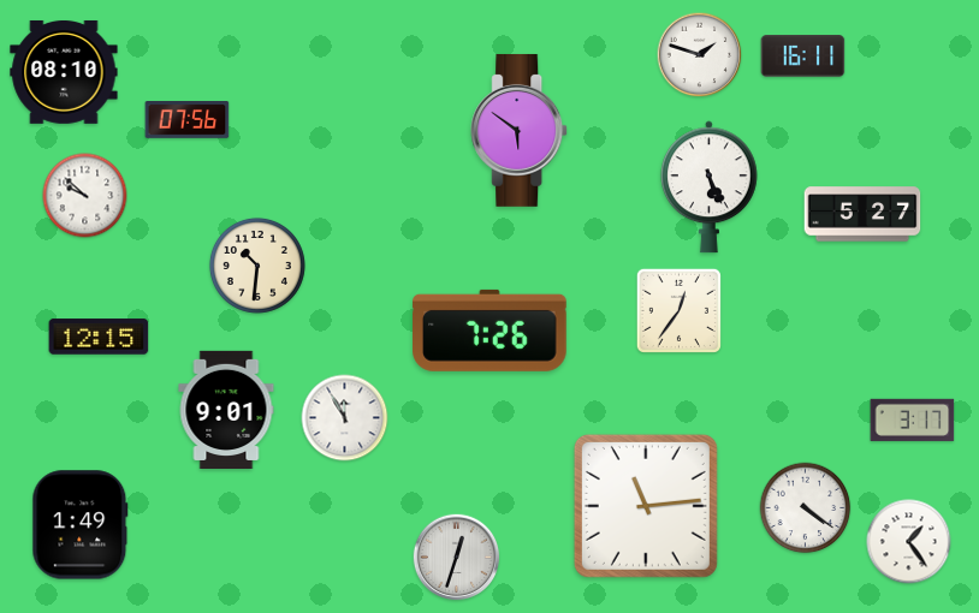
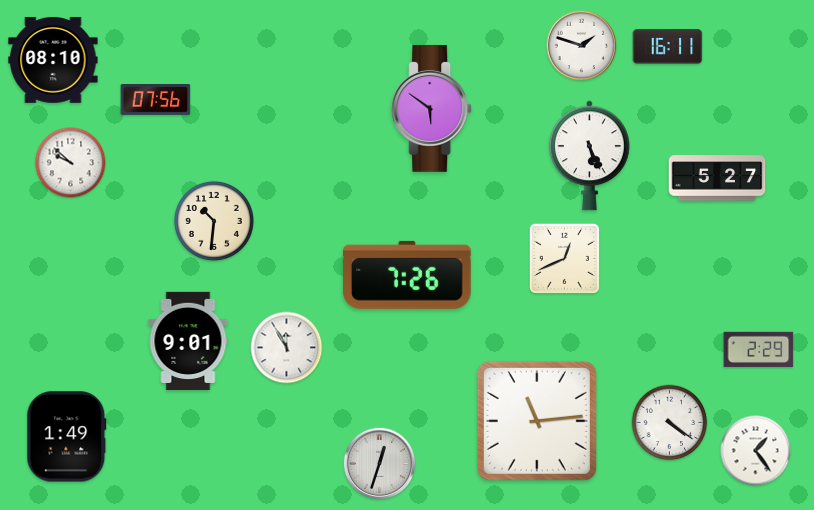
clock at (678, 310): 12:36 -> 12:41
clock at (99, 337): 12:15 -> none
clock at (913, 419): 3:17 -> 2:29
